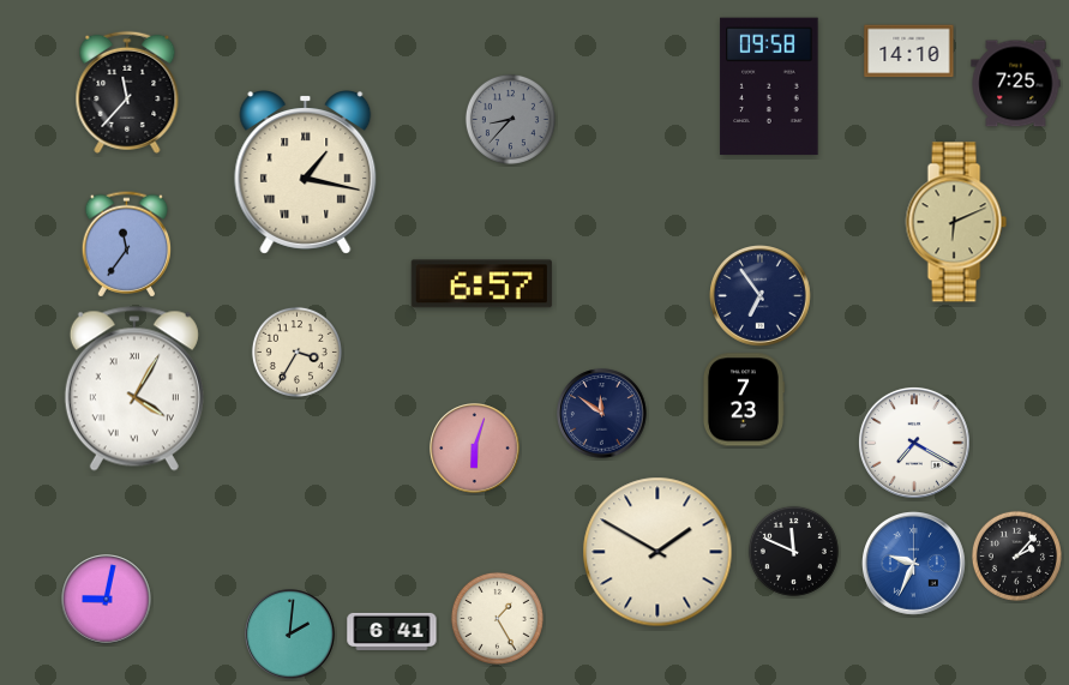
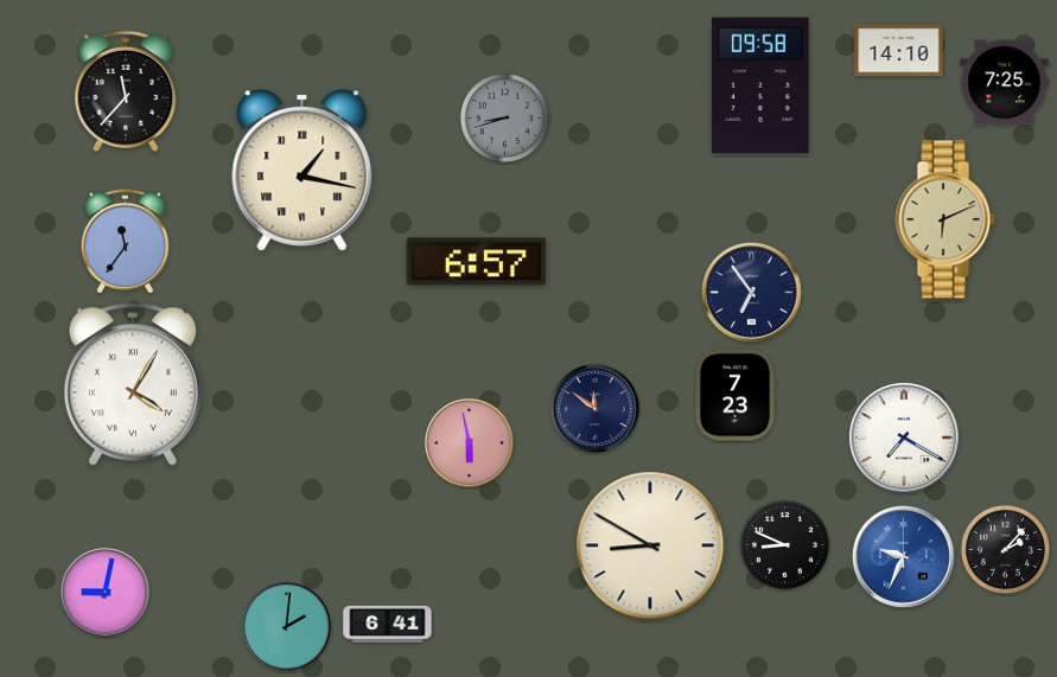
clock at (510, 119): 8:37 -> 8:42
clock at (481, 284) position: (481, 284) -> (476, 262)
clock at (296, 351): 3:35 -> none
clock at (475, 449): 6:03 -> 5:58
clock at (793, 551): 11:49 -> 8:49
clock at (657, 552): 1:50 -> 8:50
clock at (497, 618): 1:25 -> none
